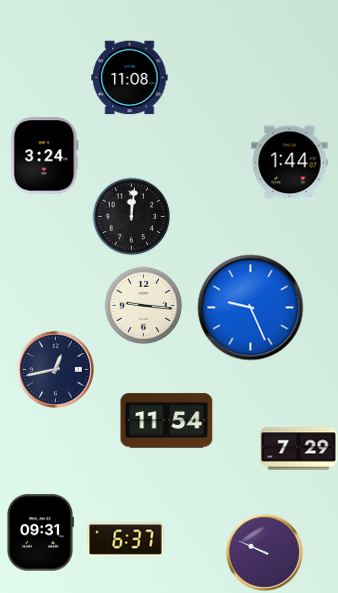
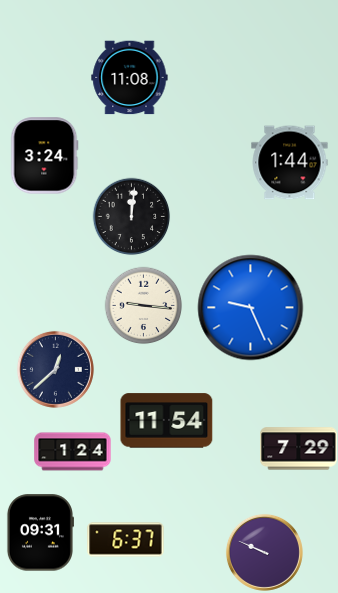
clock at (55, 369): 12:43 -> 12:38
clock at (73, 452): none -> 1:24
